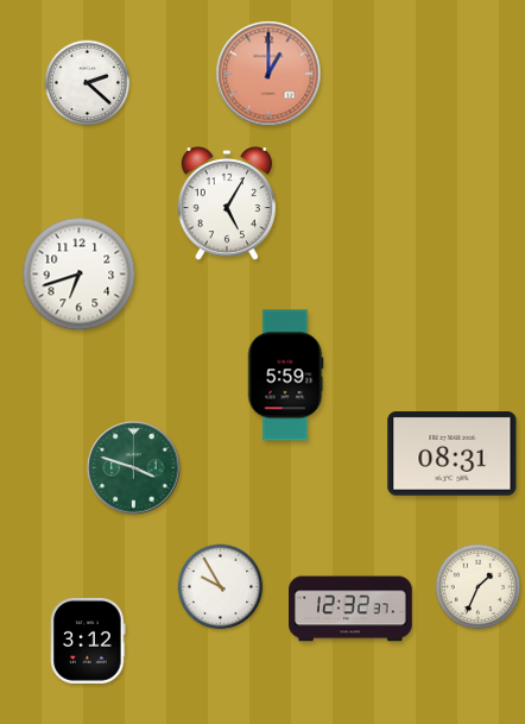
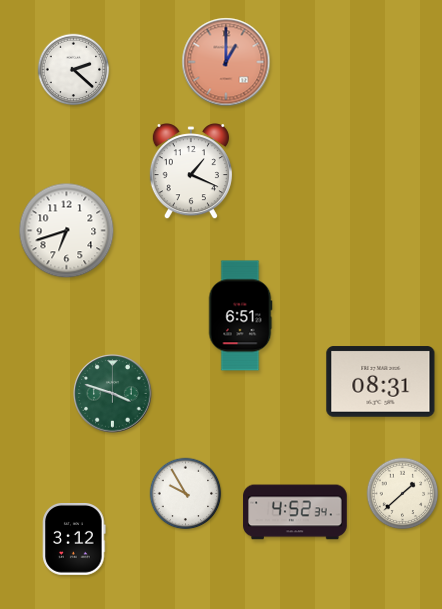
clock at (227, 204): 5:05 -> 1:19
clock at (285, 376): 5:59 -> 6:51
clock at (479, 587): 1:34 -> 1:38
clock at (350, 609): 12:32 -> 4:52
